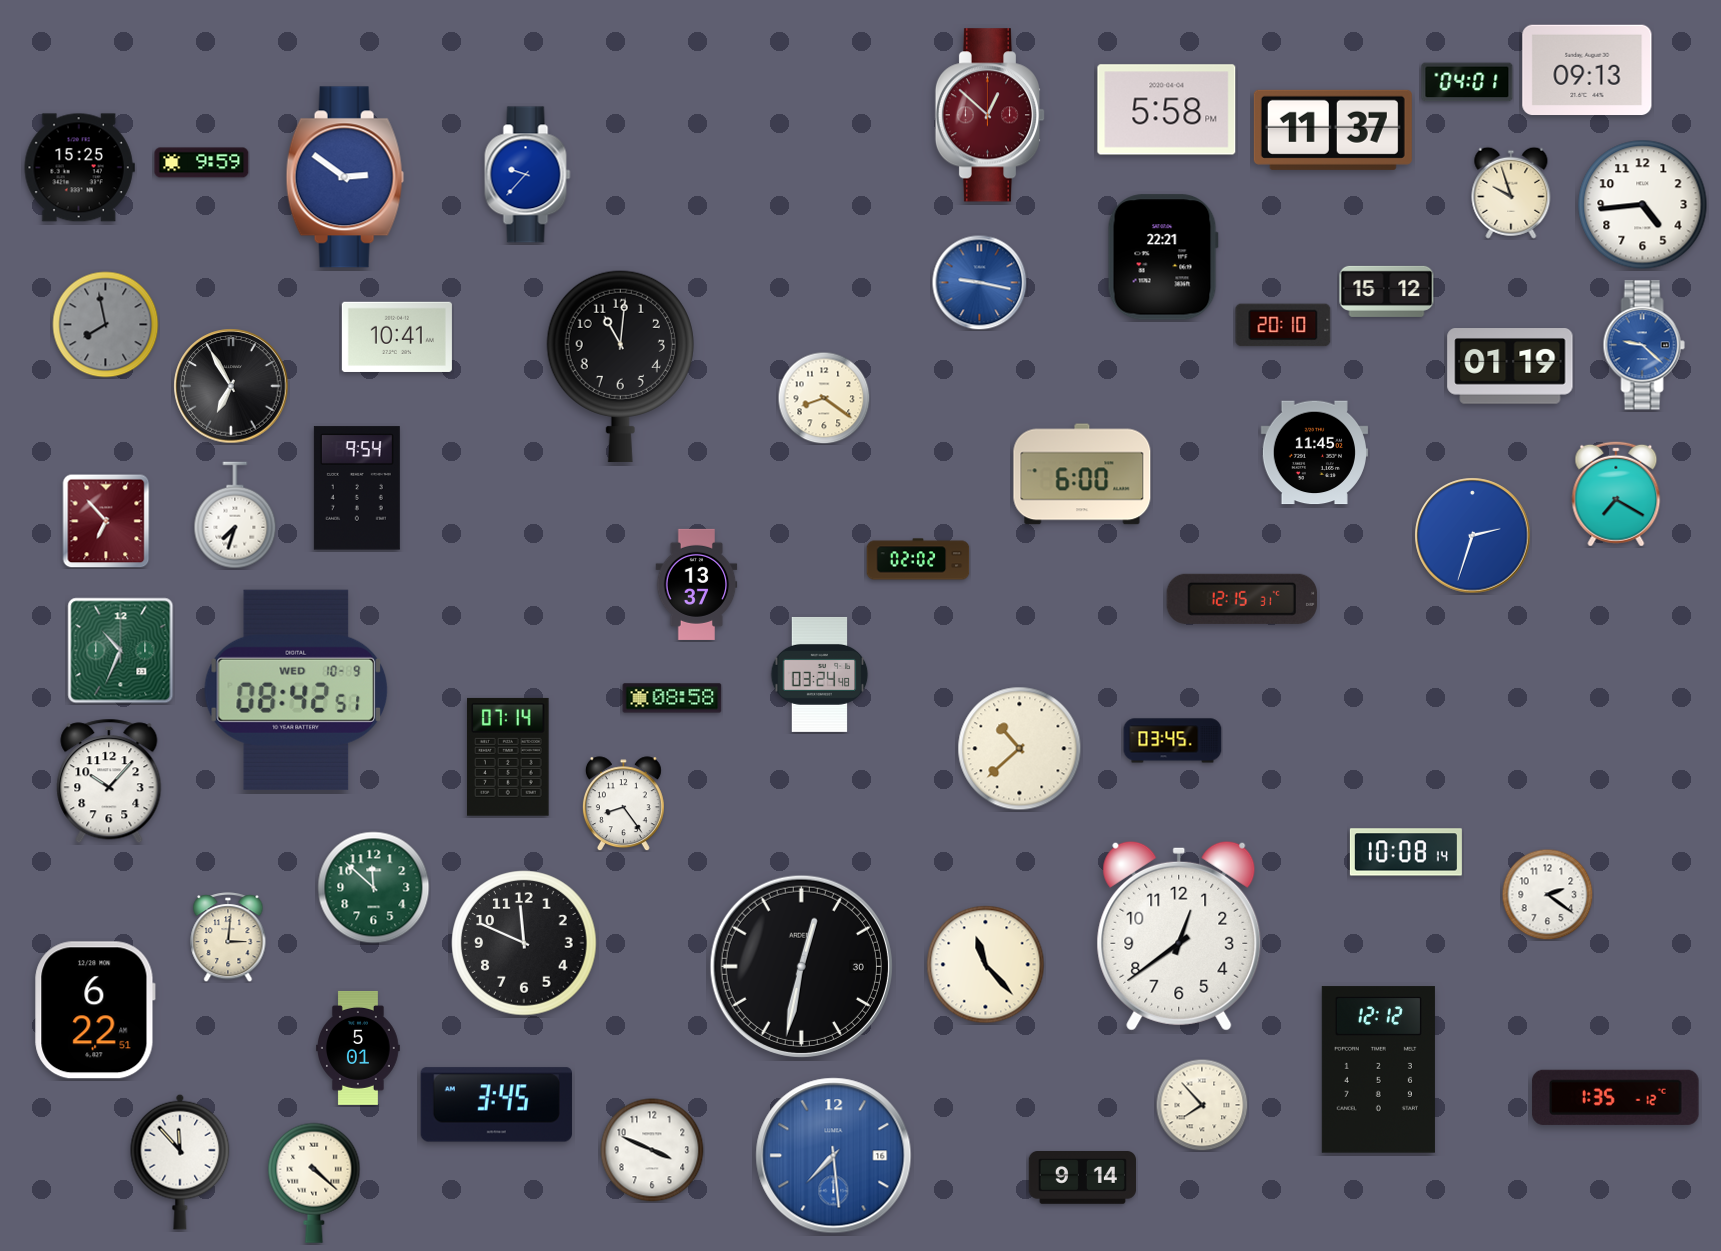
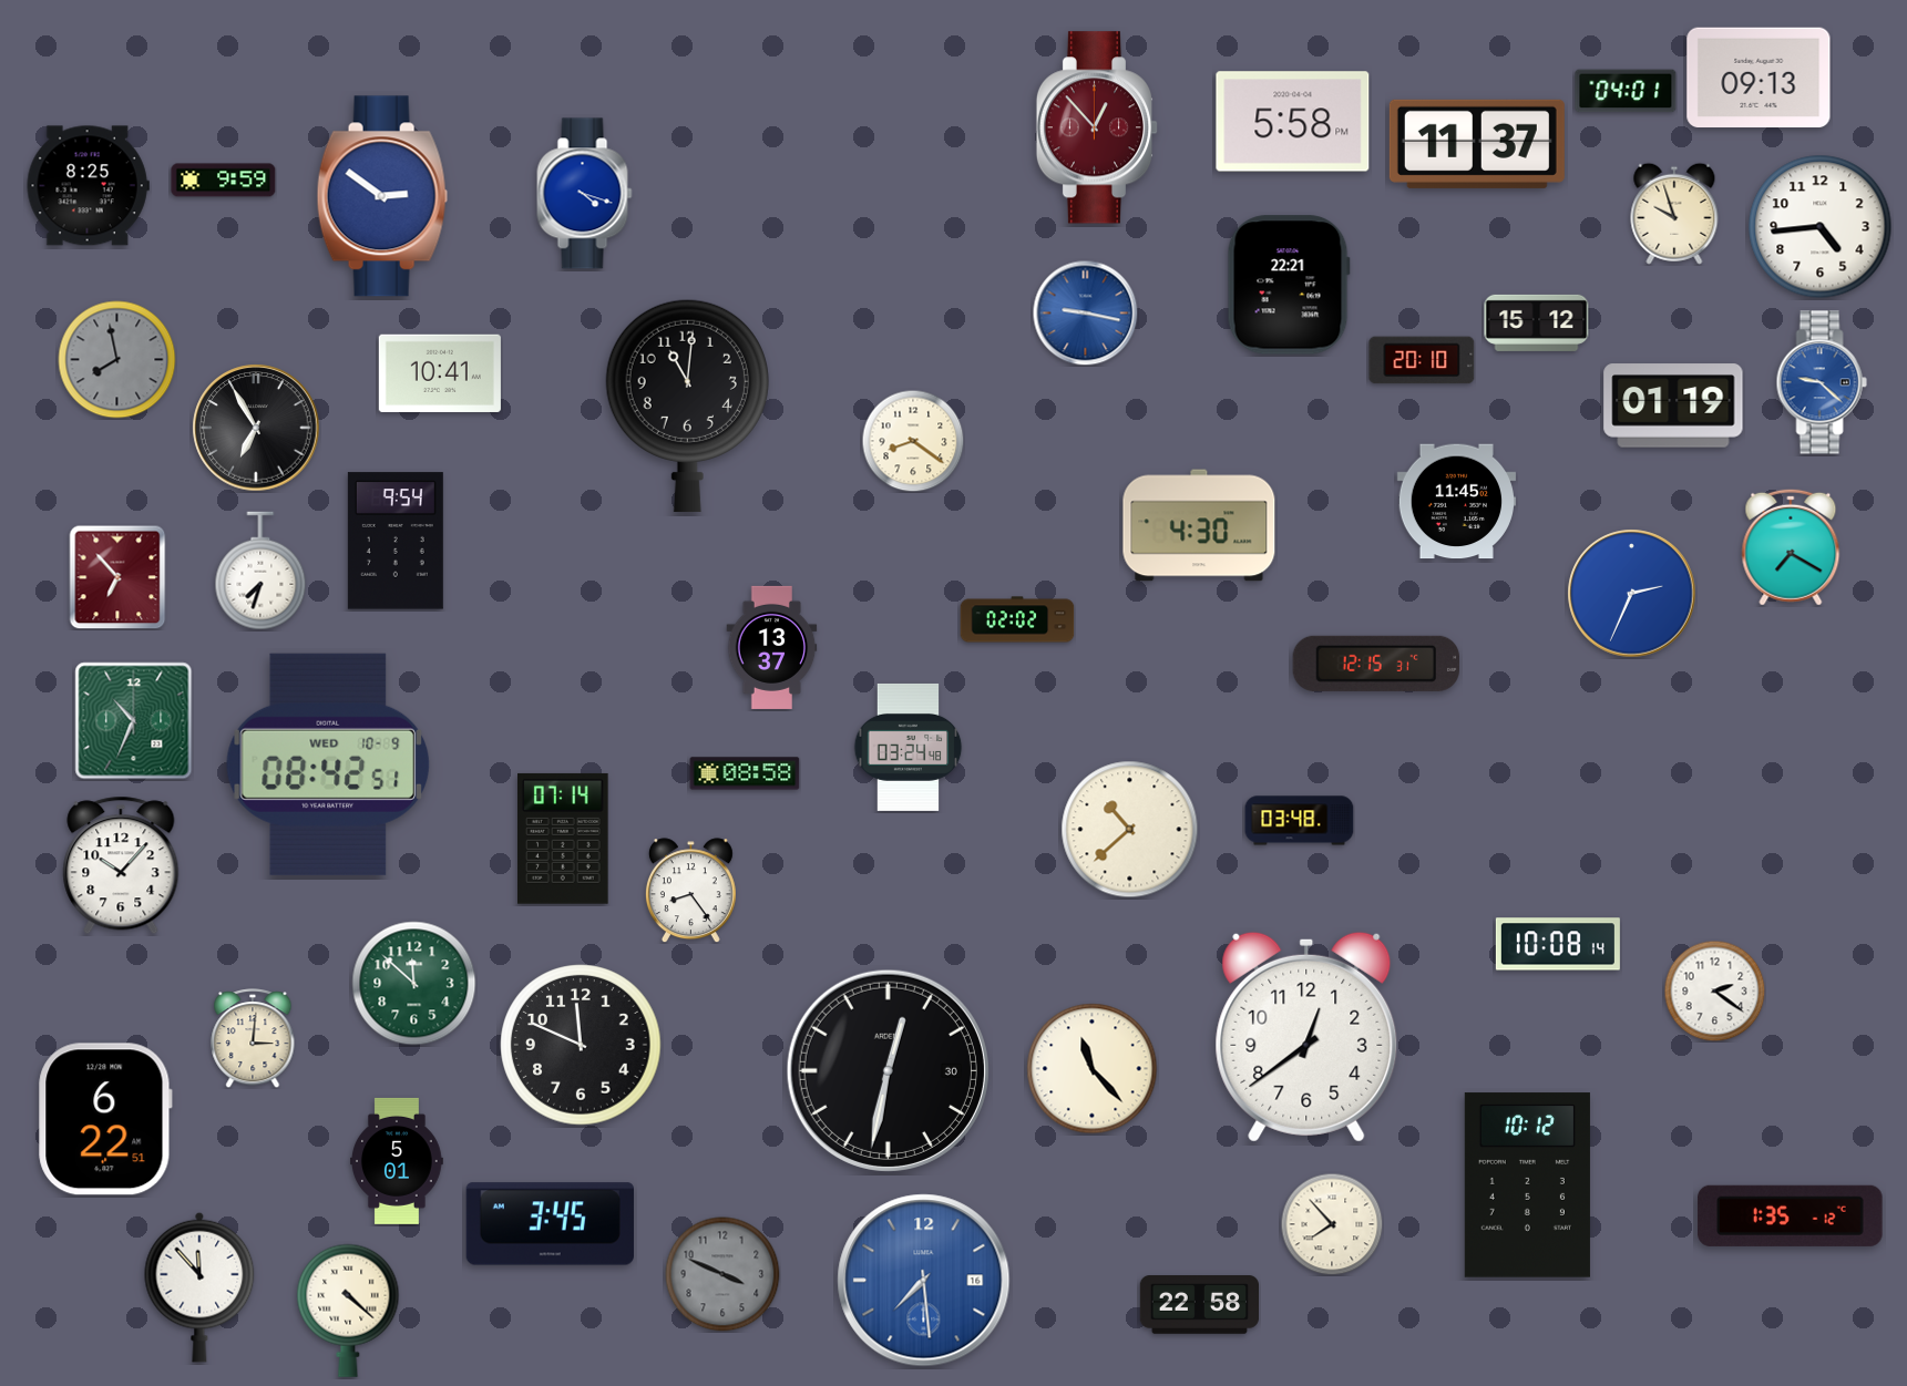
clock at (990, 115): 12:52 -> 12:53
clock at (79, 168): 15:25 -> 8:25
clock at (528, 175): 9:37 -> 4:18
clock at (1082, 474): 6:00 -> 4:30
clock at (1473, 536): 2:33 -> 2:34
clock at (1173, 741): 03:45 -> 03:48
clock at (1378, 1070): 12:12 -> 10:12
clock at (652, 1150) dial: white -> grey
clock at (1082, 1178): 9:14 -> 22:58
